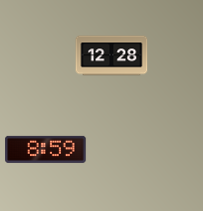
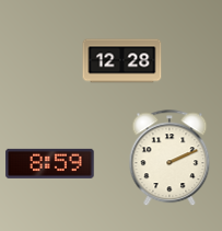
clock at (170, 159): none -> 2:11
